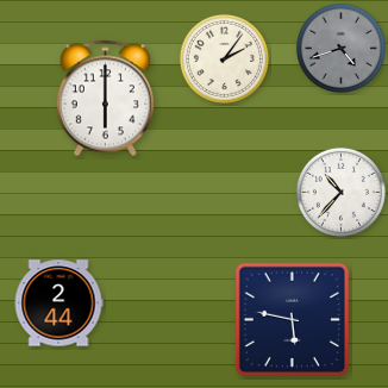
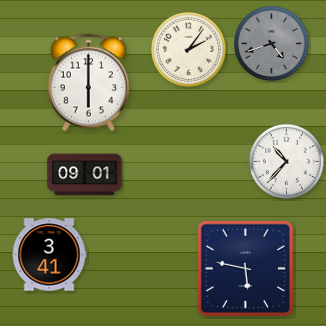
clock at (340, 48) position: (340, 48) -> (271, 43)
clock at (85, 175): none -> 09:01
clock at (58, 303): 2:44 -> 3:41
